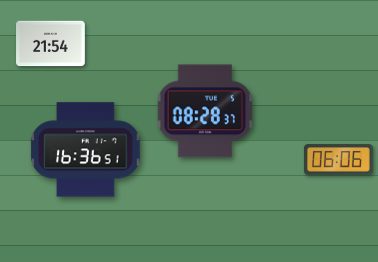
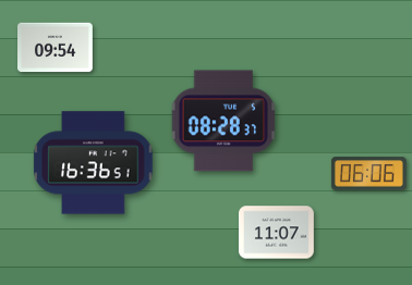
clock at (51, 44): 21:54 -> 09:54
clock at (277, 233): none -> 11:07
